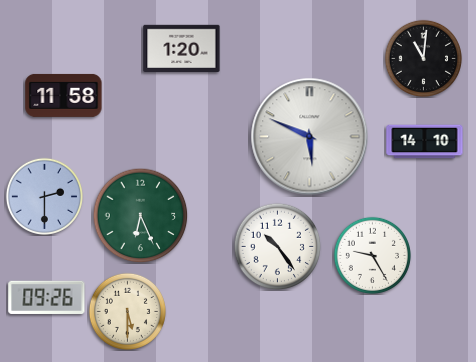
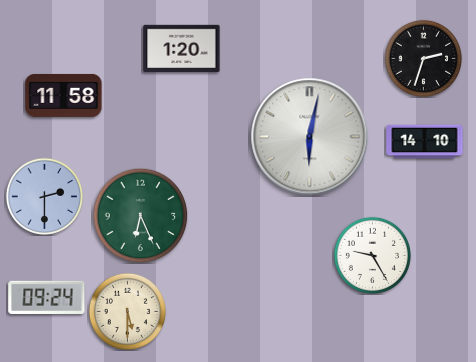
clock at (423, 58): 11:01 -> 2:33
clock at (310, 137): 5:49 -> 6:02
clock at (277, 246): 10:24 -> none
clock at (47, 297): 09:26 -> 09:24
